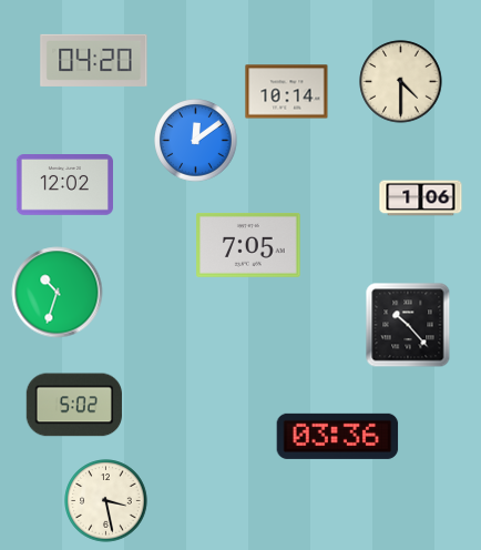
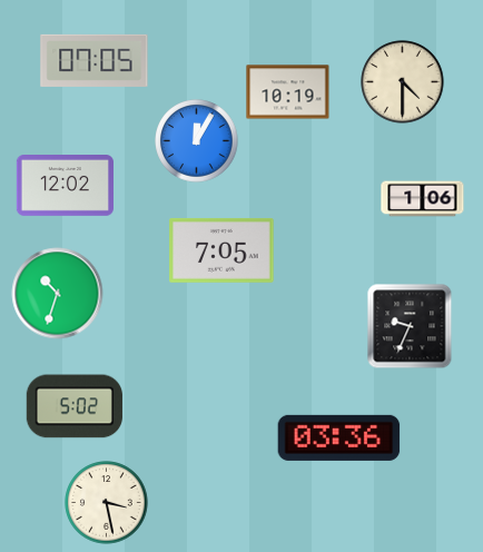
clock at (94, 60): 04:20 -> 07:05
clock at (287, 92): 10:14 -> 10:19
clock at (196, 141): 12:09 -> 12:05
clock at (248, 245) position: (248, 245) -> (221, 250)
clock at (408, 325): 10:23 -> 9:34
